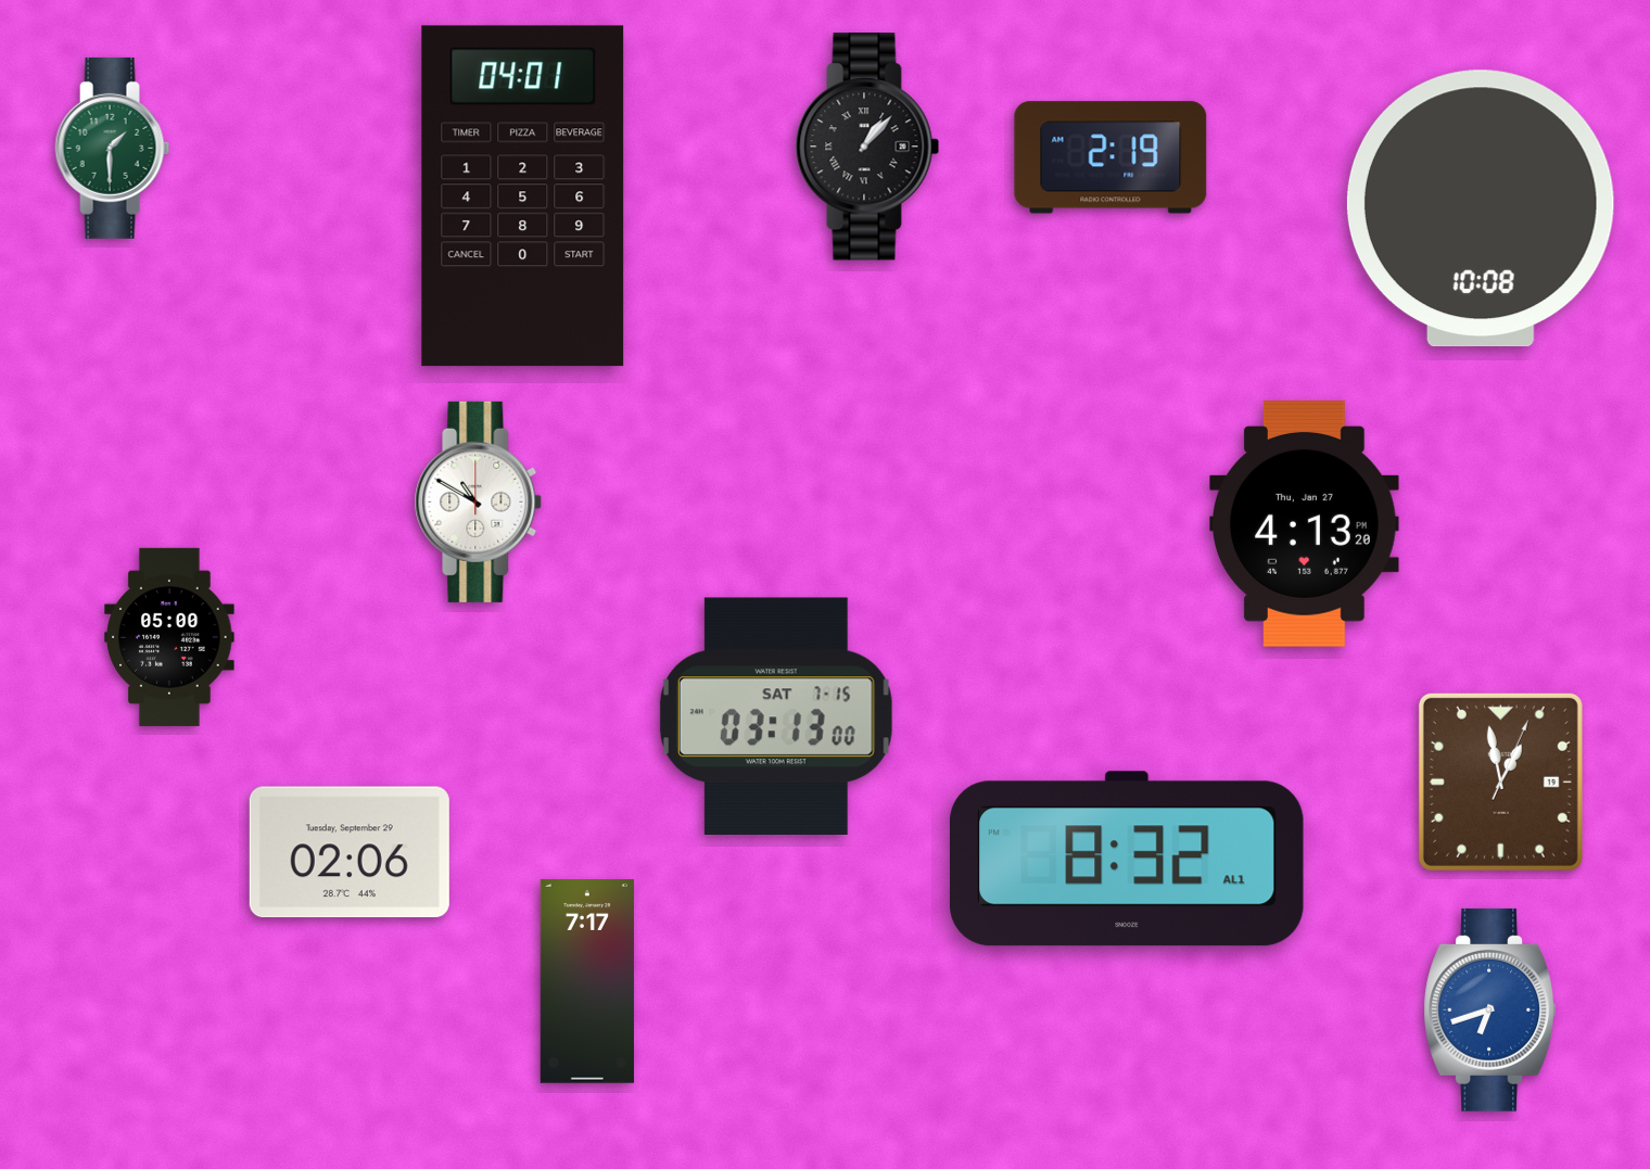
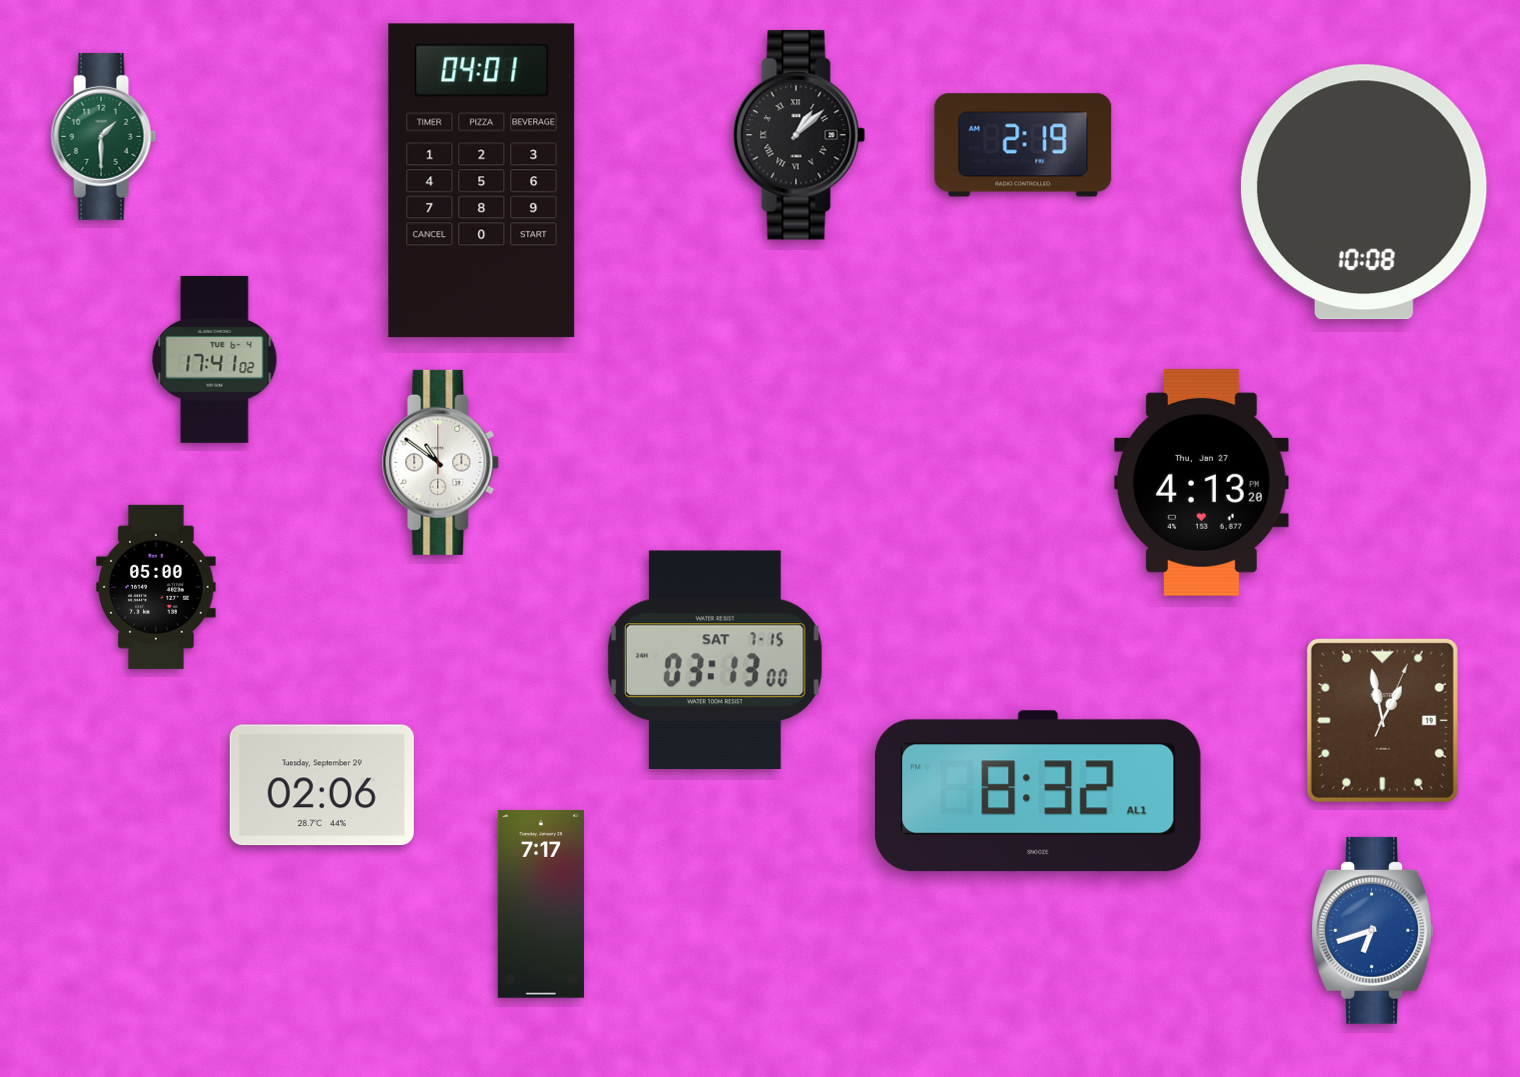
clock at (867, 147): 1:07 -> 1:08
clock at (215, 359): none -> 17:41
clock at (479, 501): 10:50 -> 10:51
